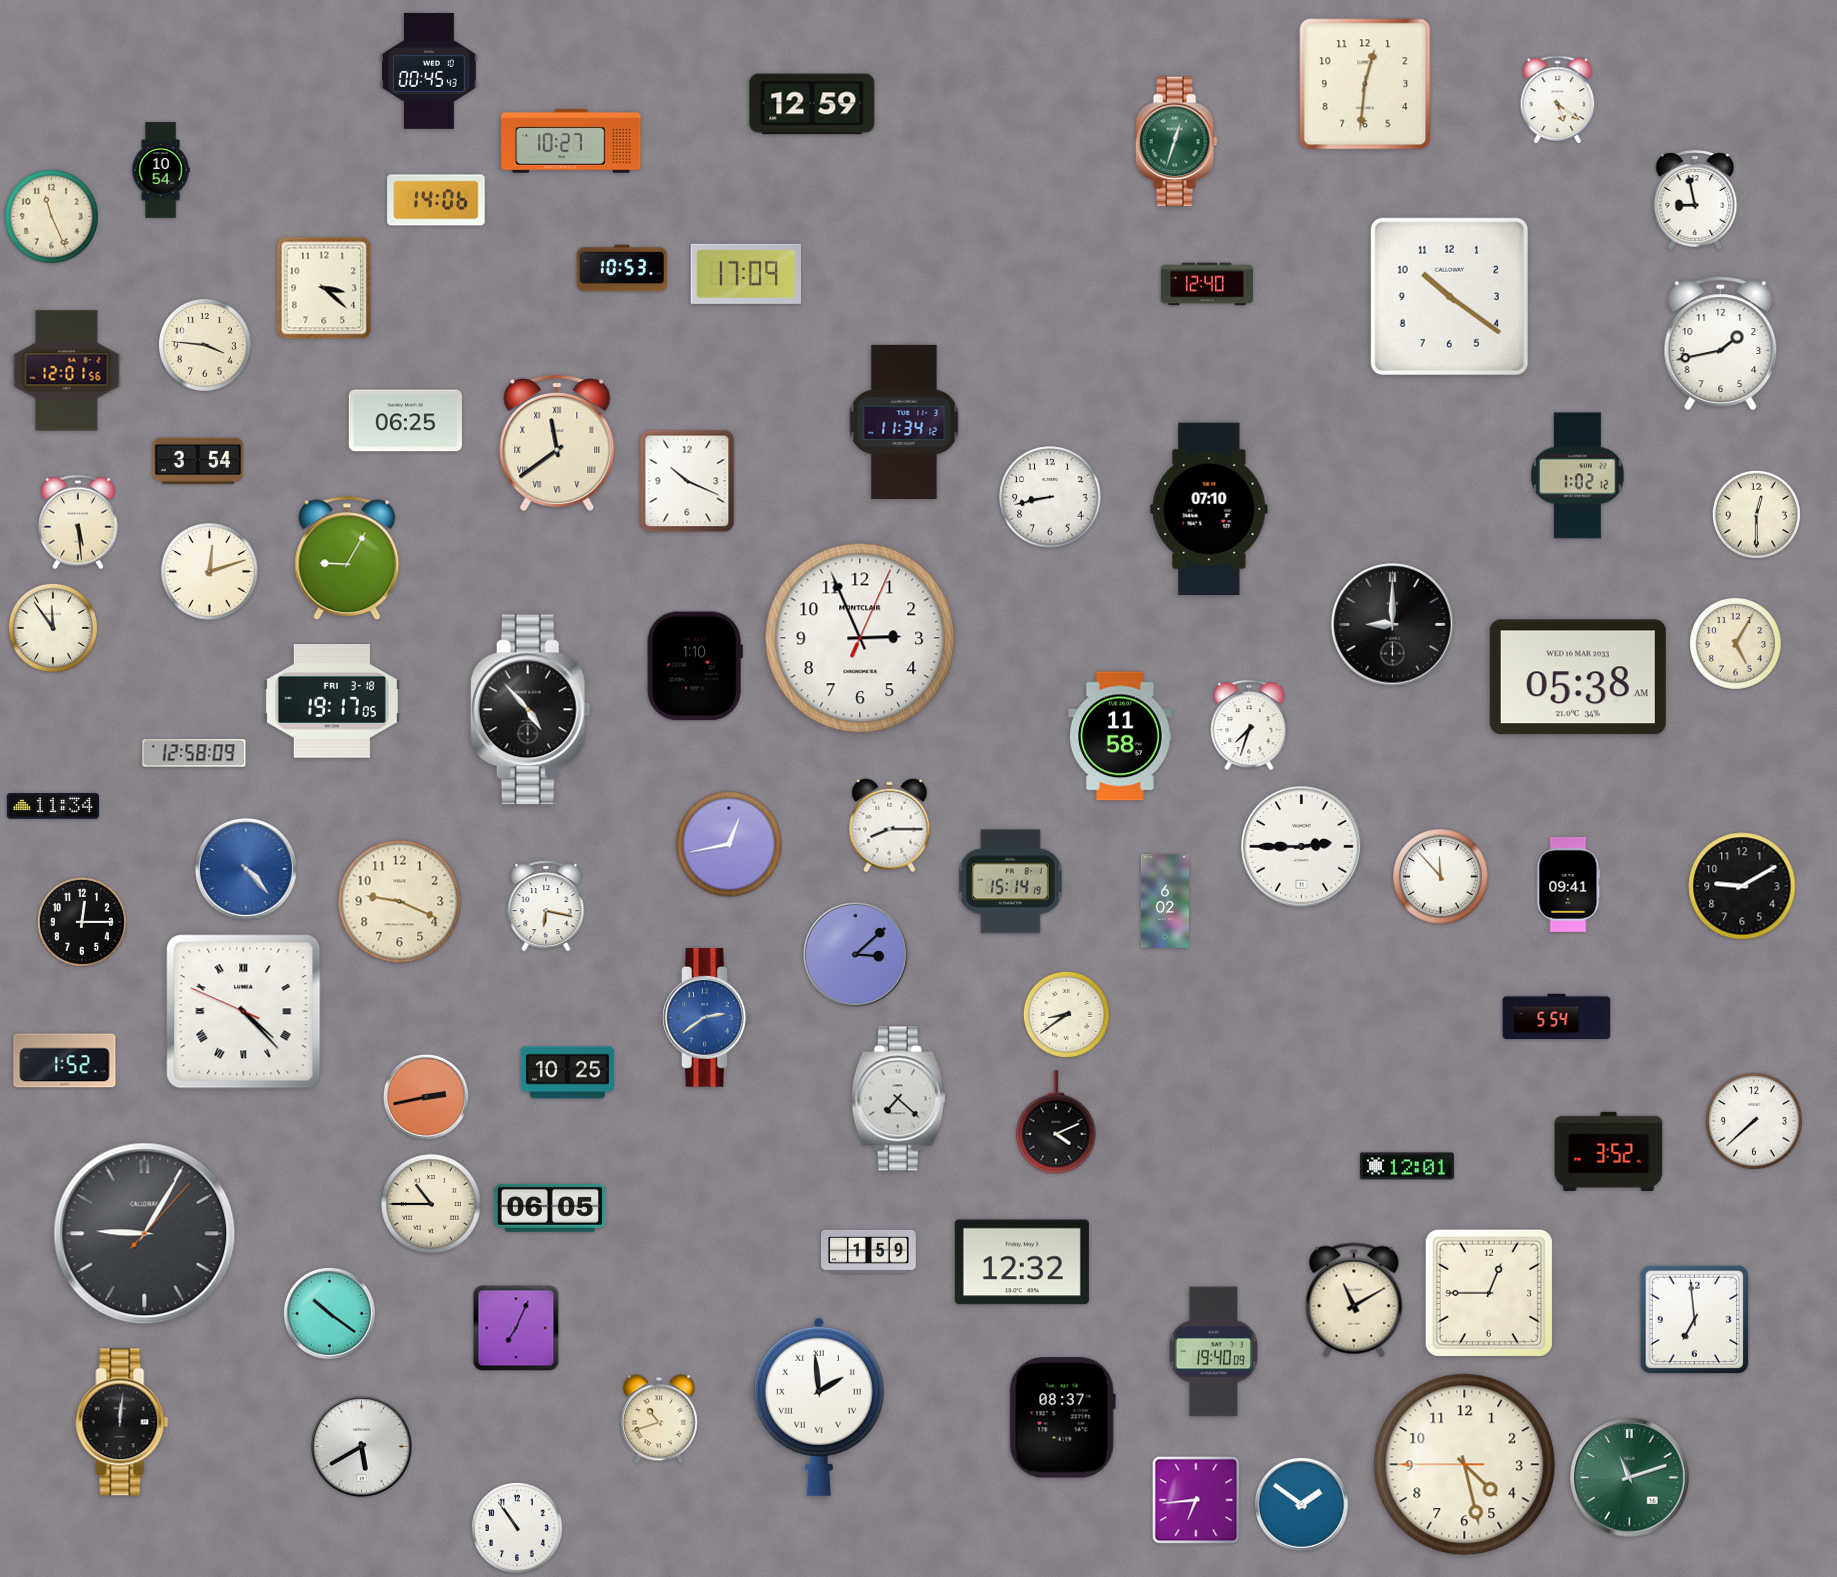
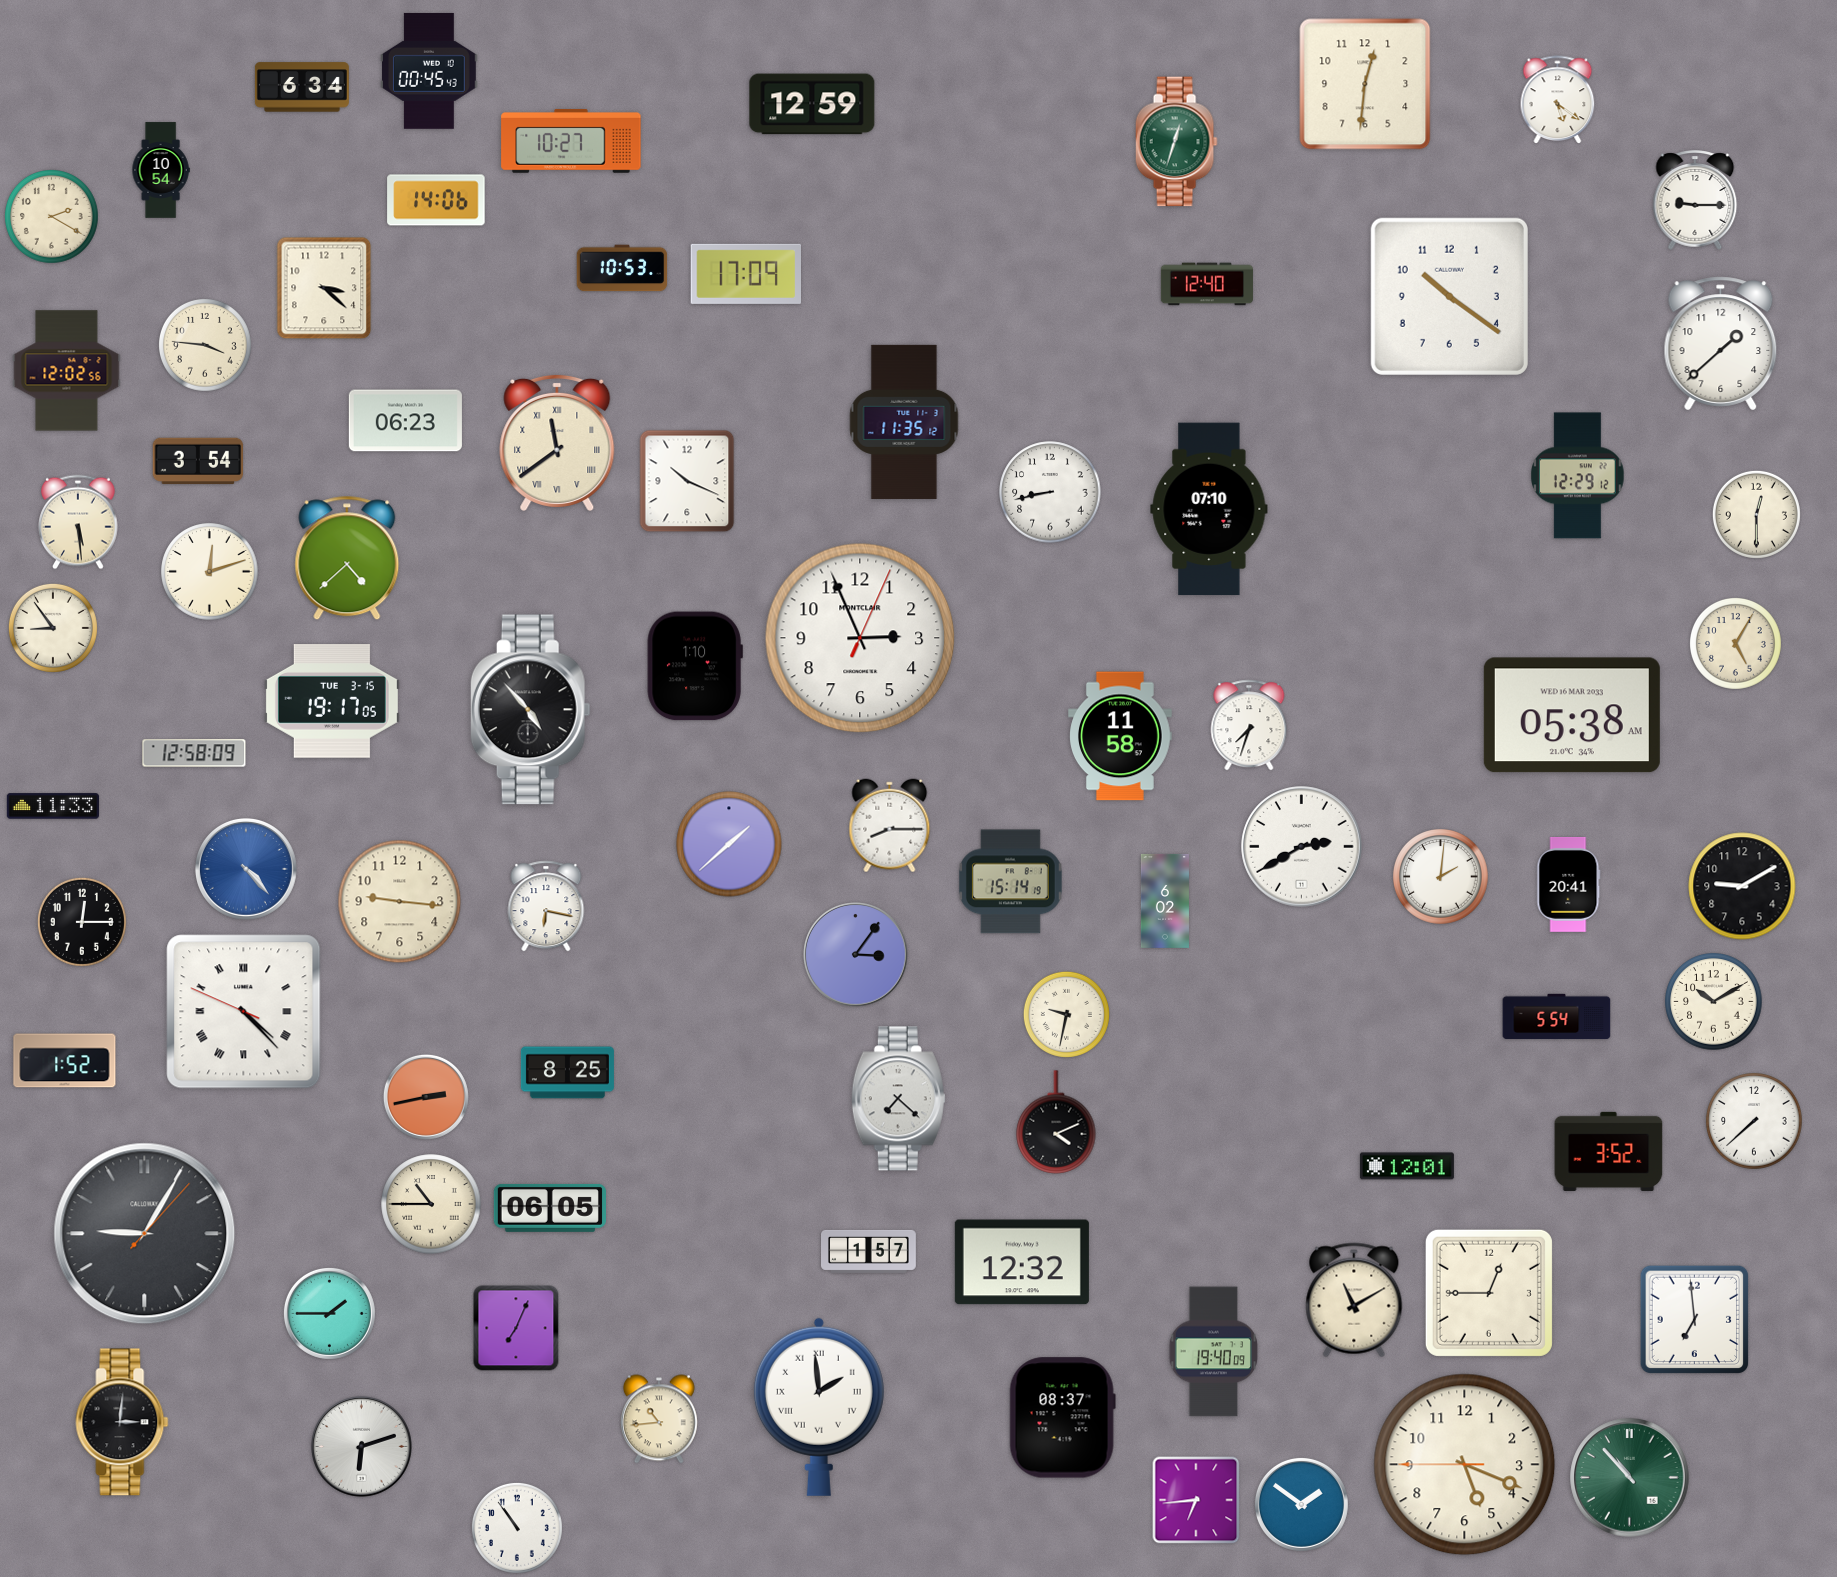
clock at (302, 87): none -> 6:34
clock at (1695, 200): 8:58 -> 9:15
clock at (52, 217): 11:26 -> 2:20
clock at (1721, 344): 1:43 -> 1:38
clock at (67, 371): 12:01 -> 12:02
clock at (405, 421): 06:25 -> 06:23
clock at (904, 422): 11:34 -> 11:35
clock at (1578, 476): 1:02 -> 12:29
clock at (1050, 497) position: (1050, 497) -> (1050, 492)
clock at (347, 558): 9:05 -> 4:38
clock at (1393, 625): 9:00 -> none
clock at (53, 628): 11:54 -> 8:54
clock at (1578, 677) position: (1578, 677) -> (1572, 715)
clock at (332, 702) date: FRI 3-18 -> TUE 3-15
clock at (53, 806): 11:34 -> 11:33
clock at (729, 844): 12:43 -> 1:38
clock at (1302, 847): 2:45 -> 2:40
clock at (1441, 877): 11:53 -> 2:01
clock at (1569, 884): 09:41 -> 20:41
clock at (400, 902): 9:19 -> 9:16
clock at (856, 955): 3:08 -> 3:06
clock at (1714, 1002): none -> 10:10
clock at (1066, 1014): 8:39 -> 9:32
clock at (707, 1018): 2:39 -> none
clock at (567, 1073): 10:25 -> 8:25
clock at (869, 1251): 1:59 -> 1:57
clock at (329, 1313): 10:21 -> 1:45
clock at (659, 1419): 10:42 -> 10:44
clock at (122, 1422): 12:01 -> 3:01
clock at (361, 1446): 5:40 -> 6:12
clock at (1465, 1465): 4:27 -> 5:18
clock at (1630, 1478): 11:12 -> 10:53
